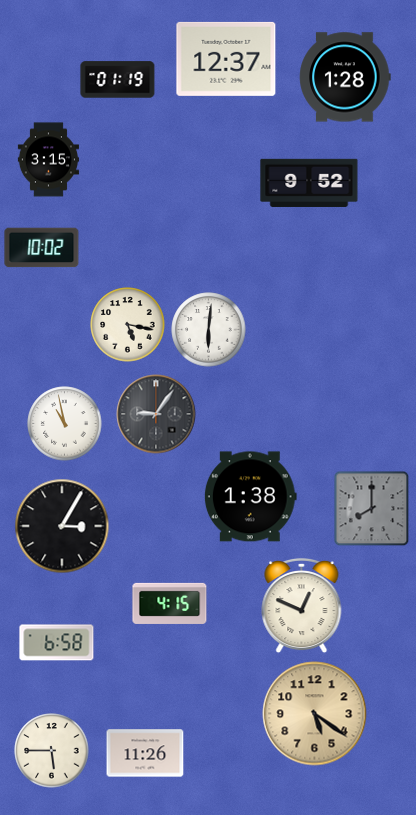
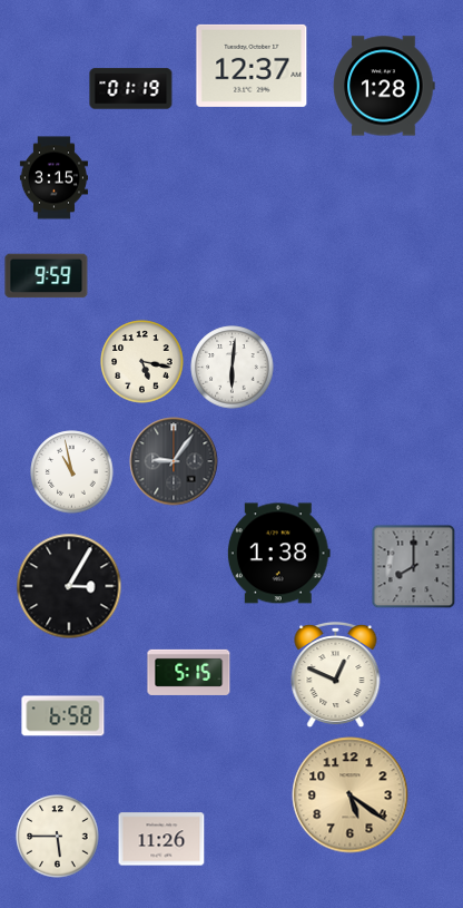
clock at (309, 182): 9:52 -> none
clock at (42, 248): 10:02 -> 9:59
clock at (170, 603): 4:15 -> 5:15
